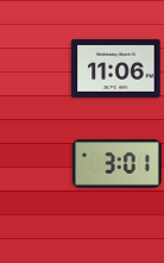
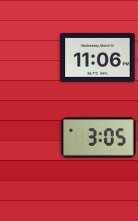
clock at (118, 164): 3:01 -> 3:05
